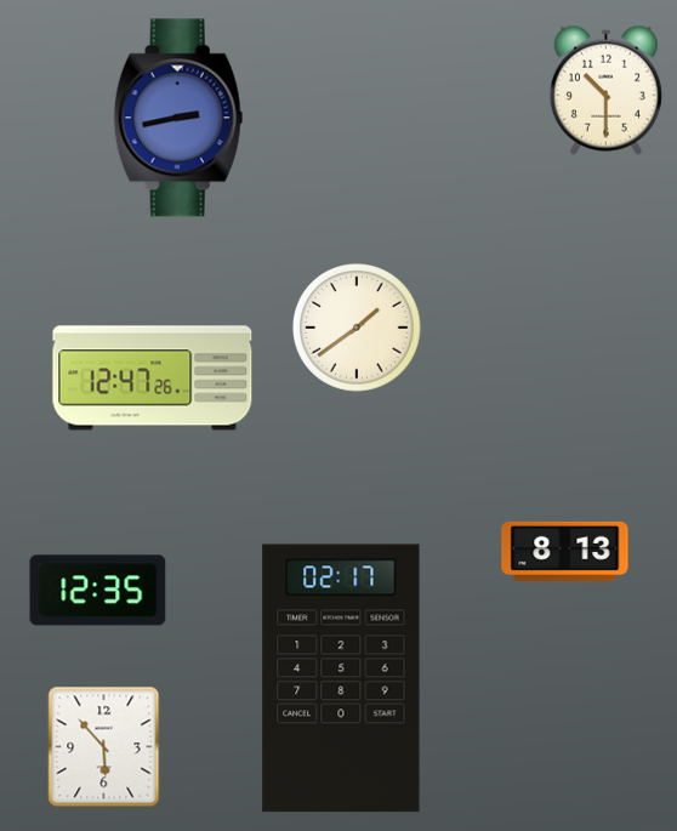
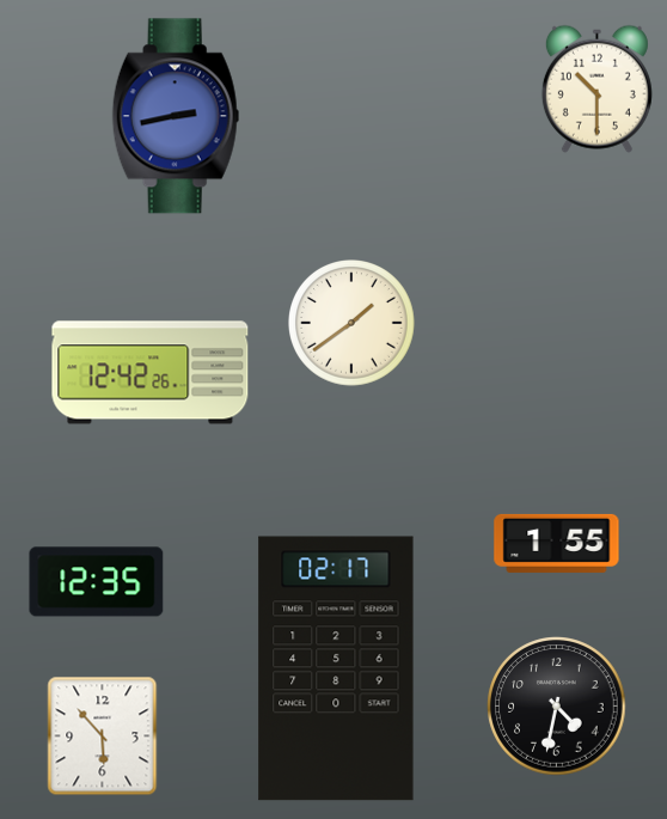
clock at (153, 378): 12:47 -> 12:42
clock at (565, 551): 8:13 -> 1:55
clock at (557, 707): none -> 4:32
